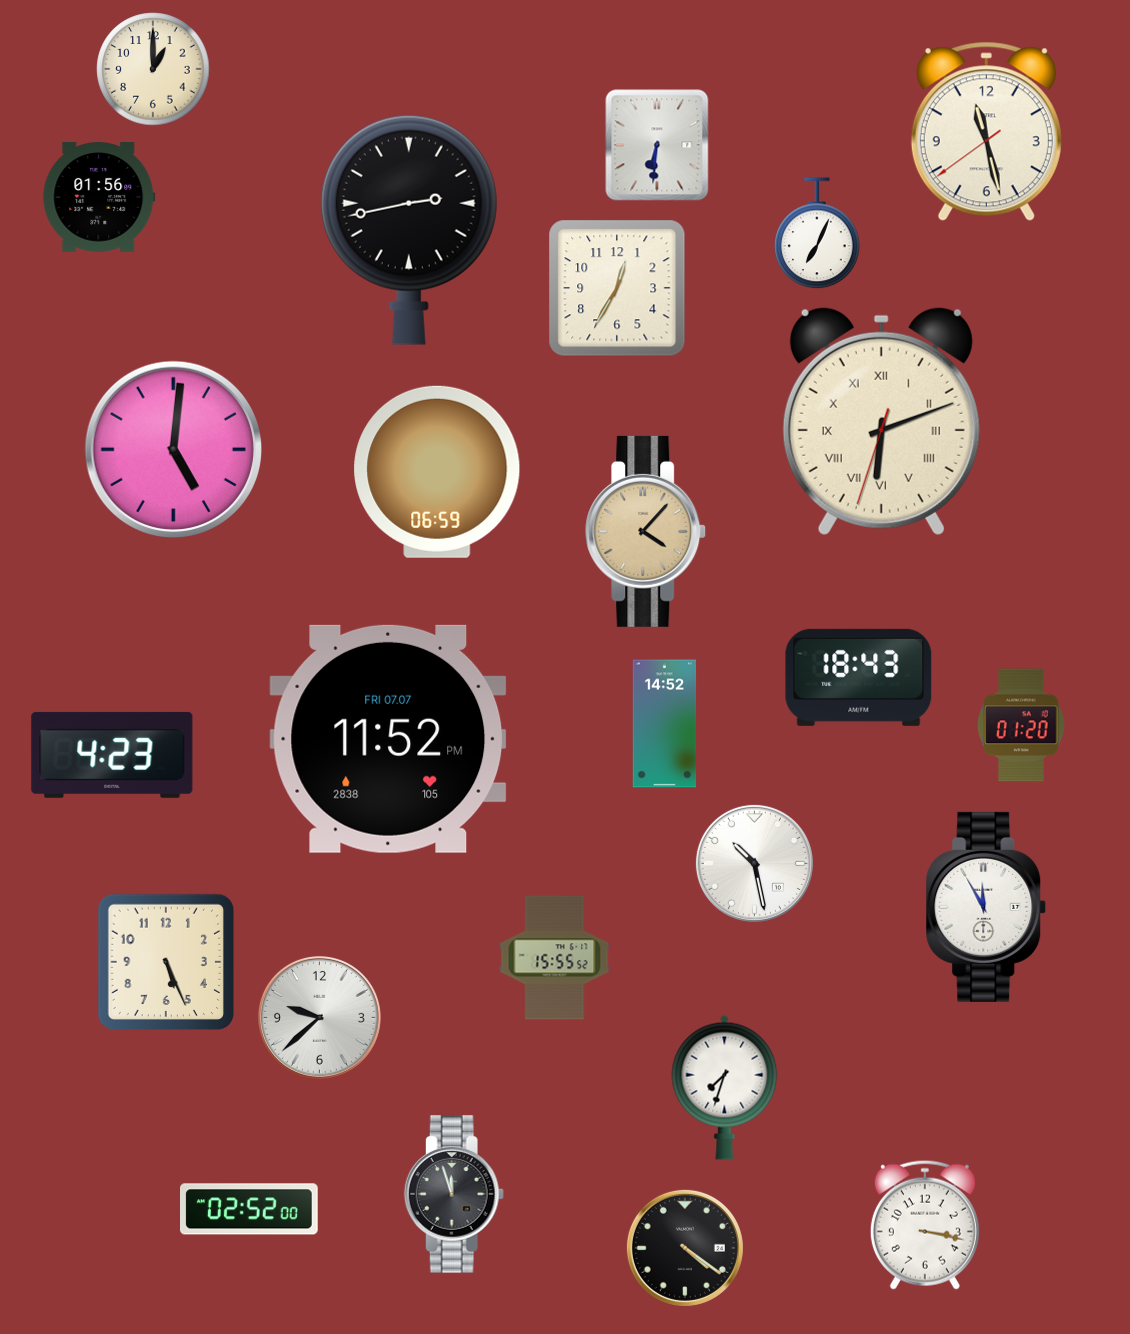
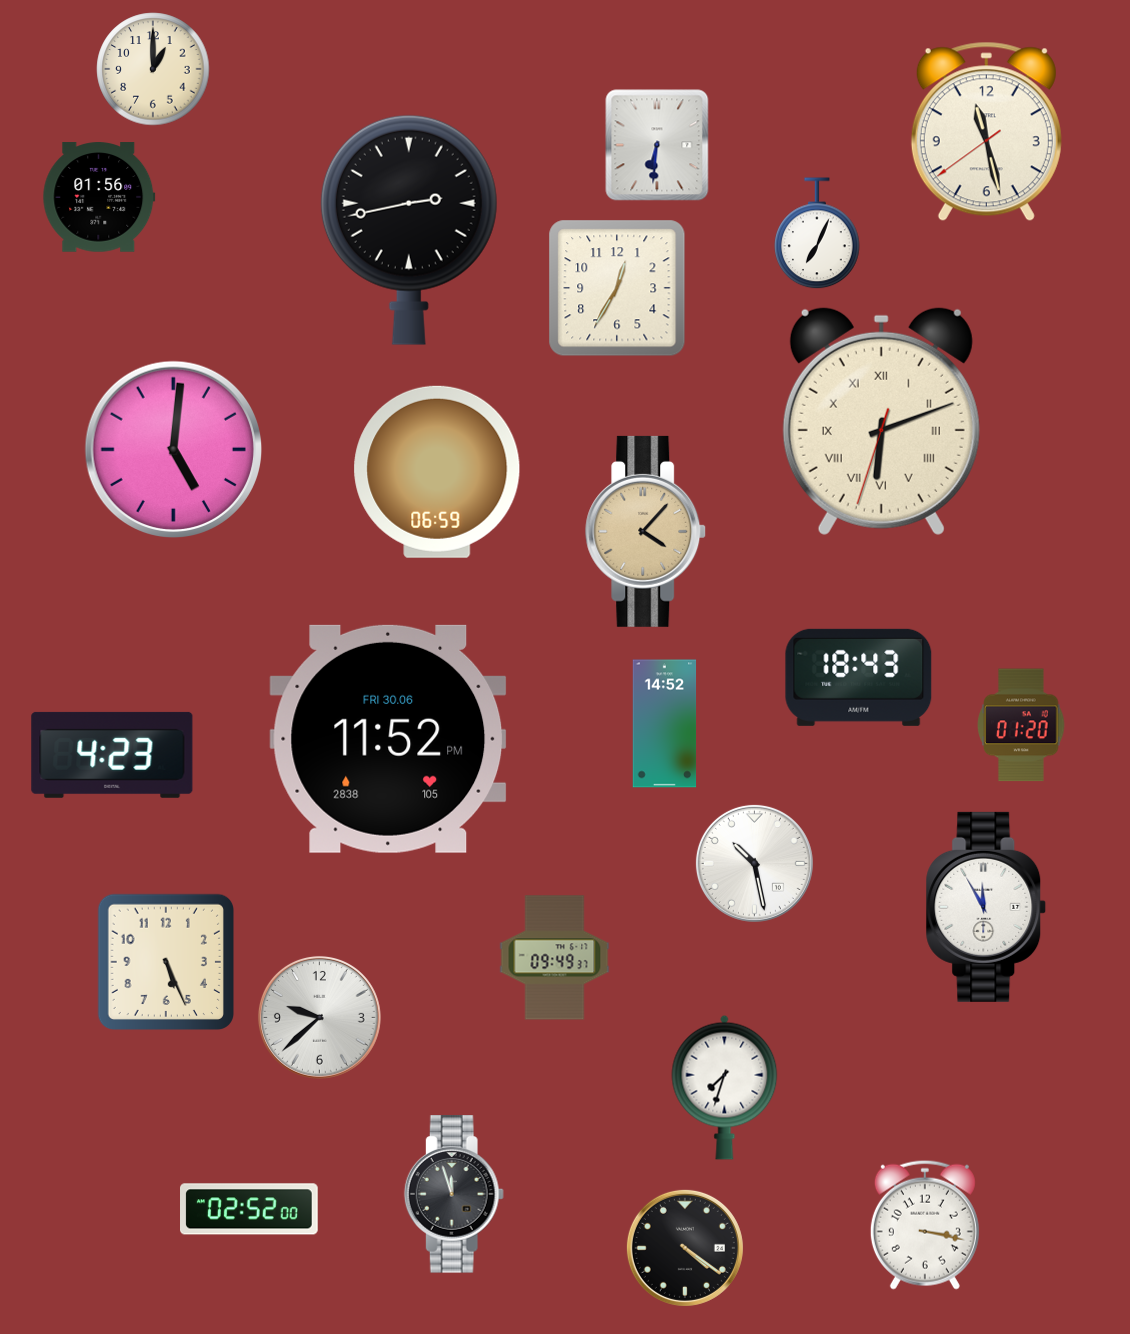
clock at (388, 739) date: FRI 07.07 -> FRI 30.06
clock at (555, 958): 15:55 -> 09:49
